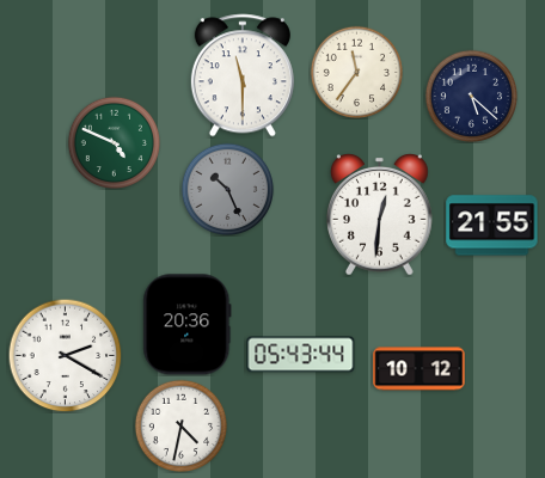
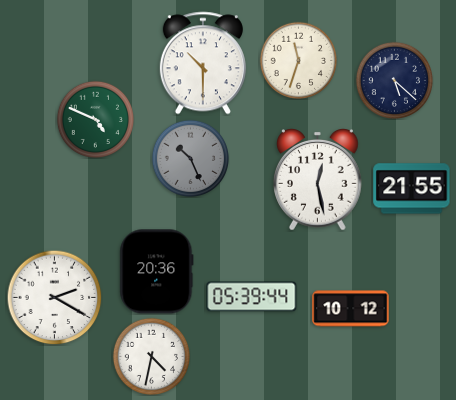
clock at (356, 72): 11:36 -> 11:33
clock at (243, 75): 11:30 -> 10:30
clock at (380, 215): 12:31 -> 12:28
clock at (301, 355): 05:43 -> 05:39
